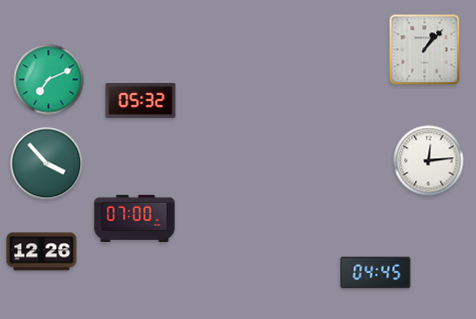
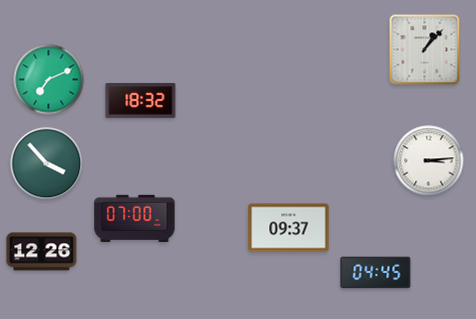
clock at (141, 100): 05:32 -> 18:32
clock at (429, 161): 12:14 -> 3:14
clock at (289, 228): none -> 09:37
